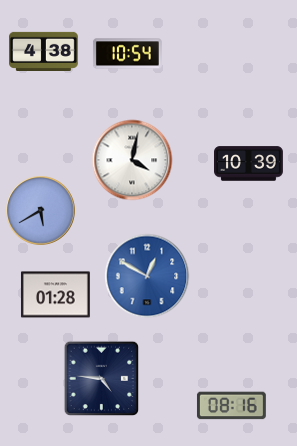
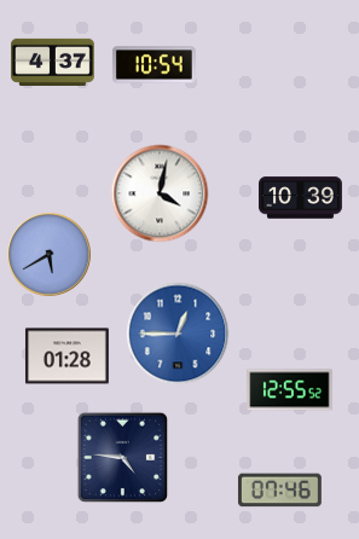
clock at (44, 51): 4:38 -> 4:37
clock at (147, 276): 12:50 -> 12:45
clock at (290, 390): none -> 12:55
clock at (231, 406): 08:16 -> 07:46
